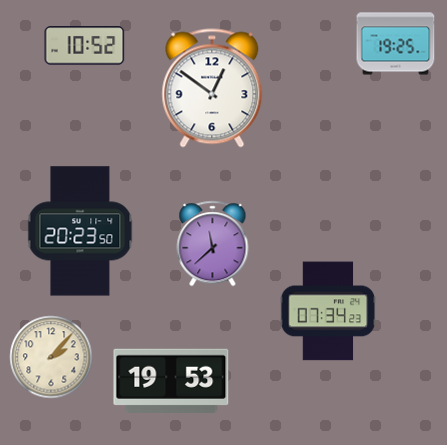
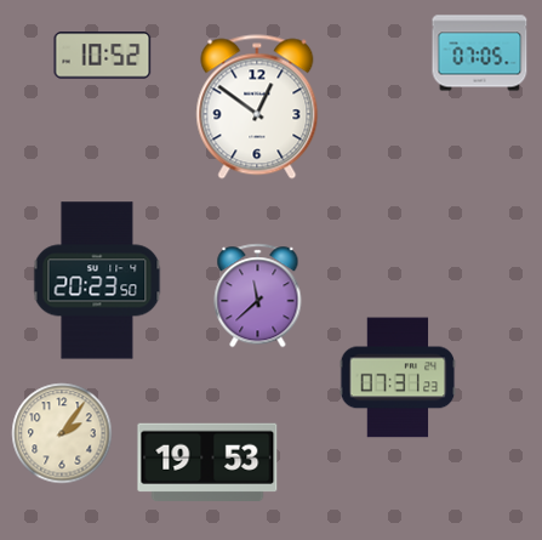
clock at (396, 44): 19:25 -> 07:05
clock at (328, 311): 07:34 -> 07:31
clock at (51, 357): 2:07 -> 2:06
